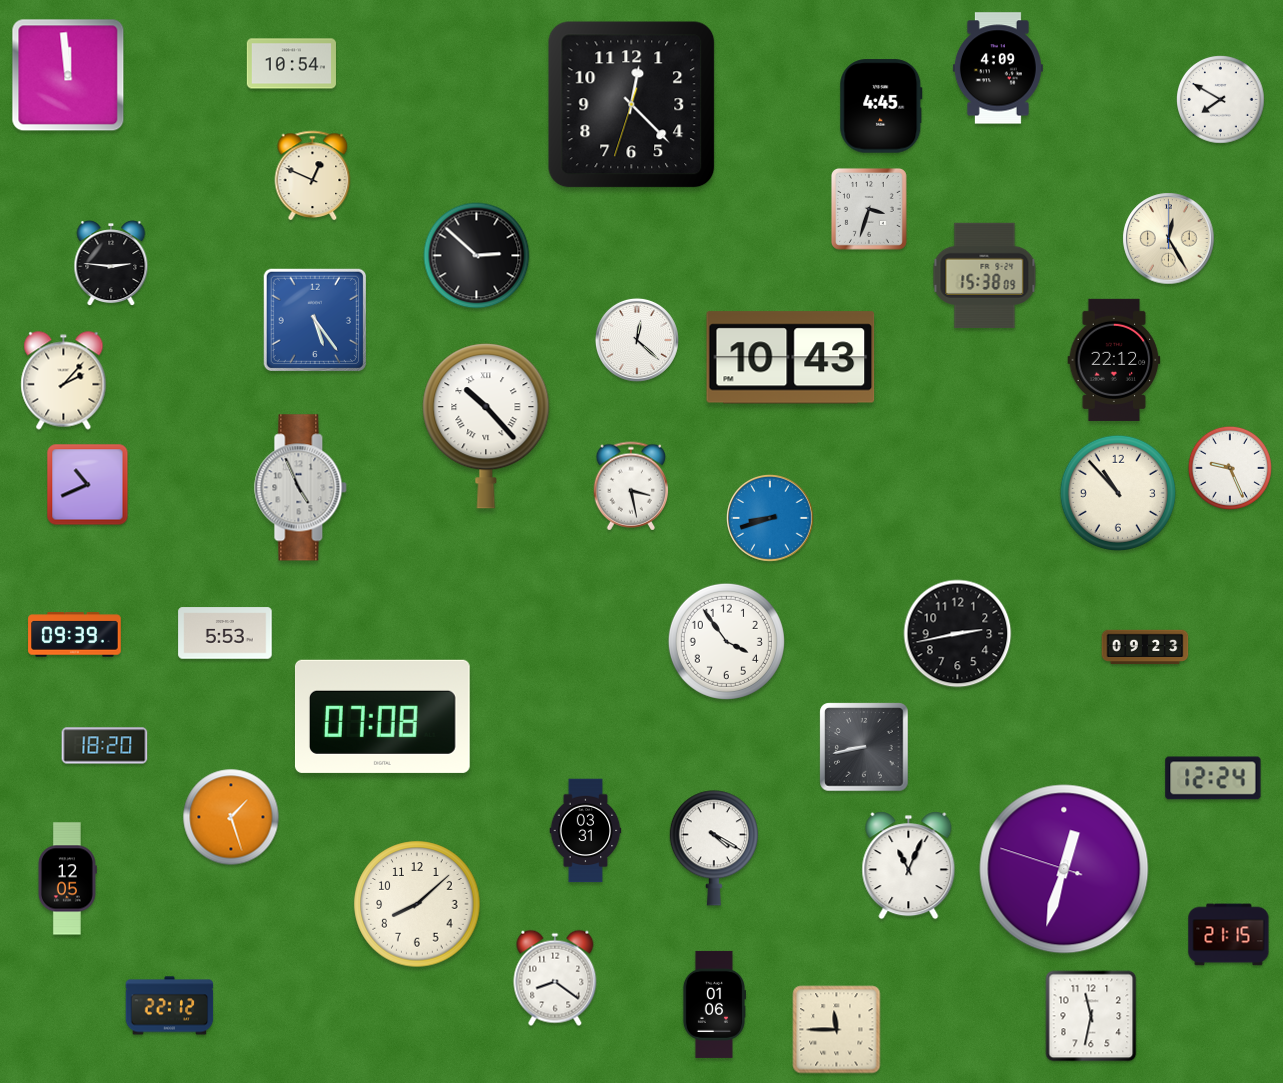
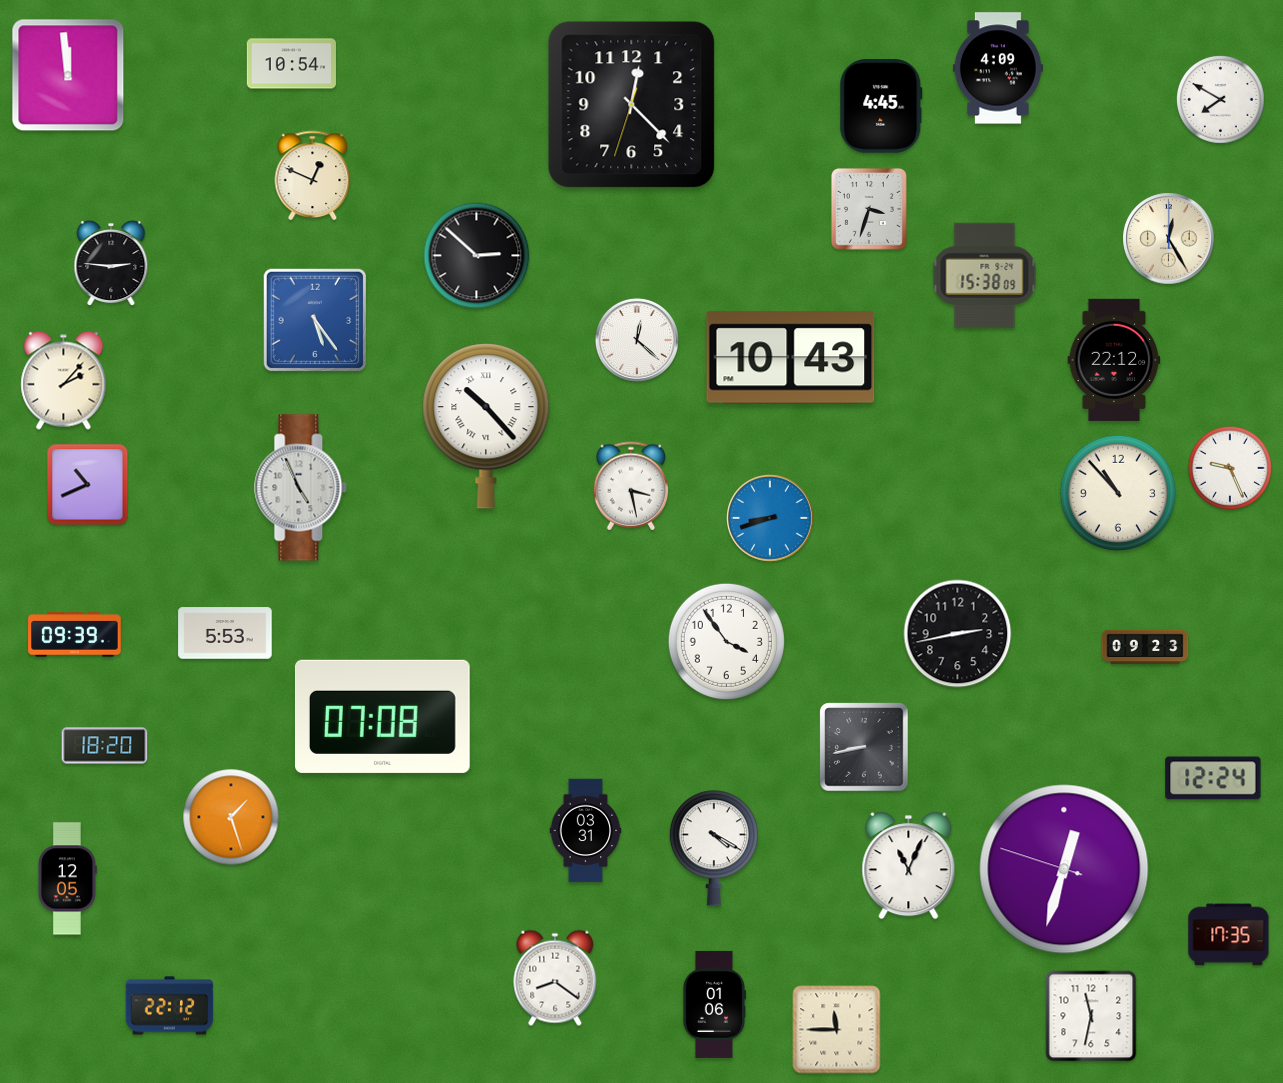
clock at (417, 904): 8:08 -> none
clock at (1229, 935): 21:15 -> 17:35
